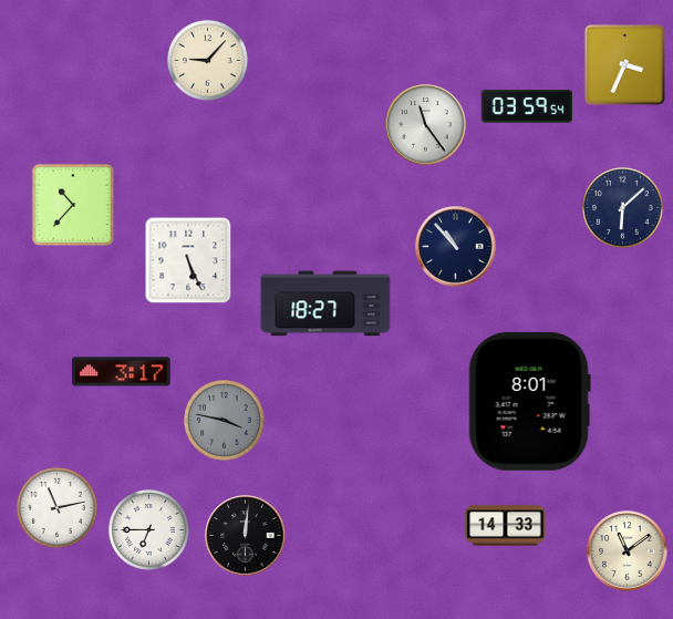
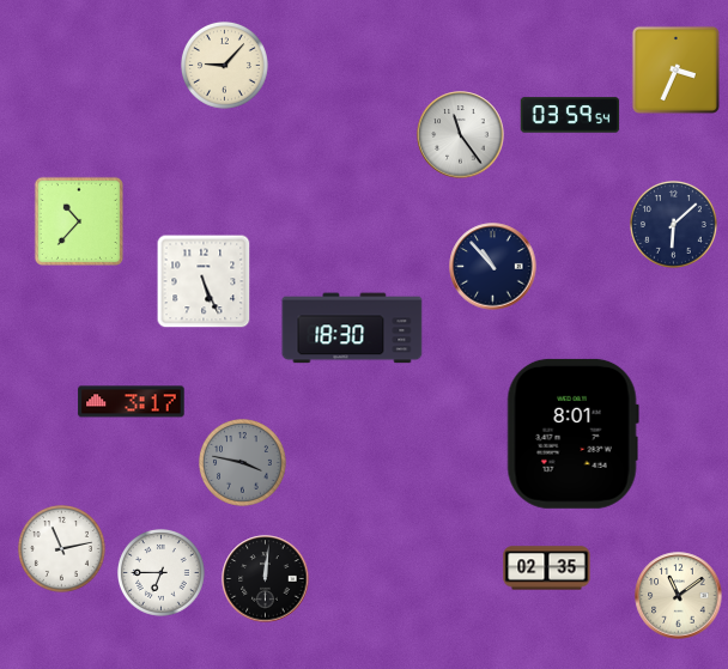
clock at (325, 303): 18:27 -> 18:30
clock at (225, 421) position: (225, 421) -> (243, 463)
clock at (506, 526): 14:33 -> 02:35
